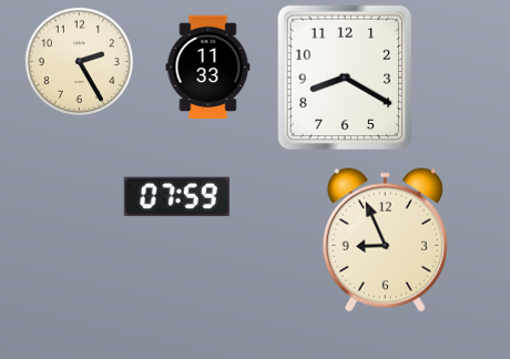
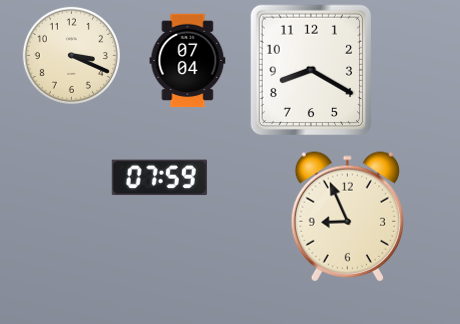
clock at (79, 61): 2:25 -> 3:19
clock at (208, 68): 11:33 -> 07:04
